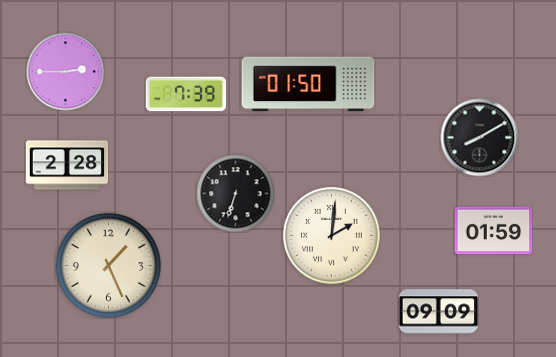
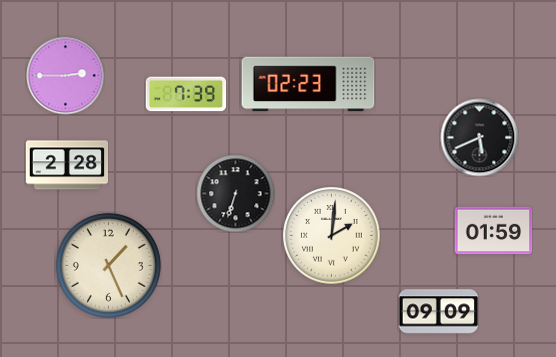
clock at (65, 71) position: (65, 71) -> (65, 75)
clock at (308, 84): 01:50 -> 02:23
clock at (479, 137): 8:10 -> 5:41
